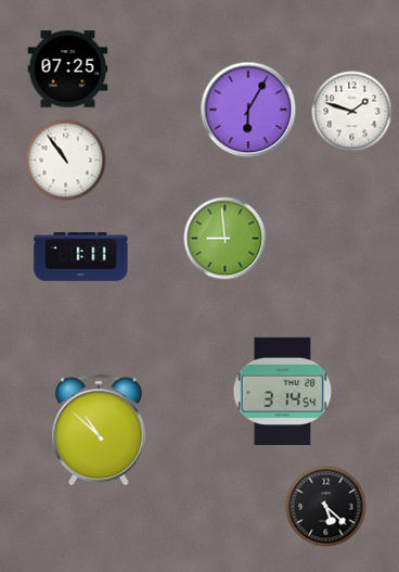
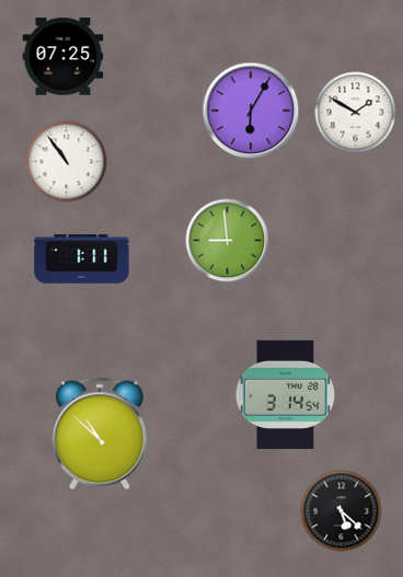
clock at (68, 69) position: (68, 69) -> (64, 57)
clock at (352, 112): 1:48 -> 1:50
clock at (326, 507) position: (326, 507) -> (342, 511)
